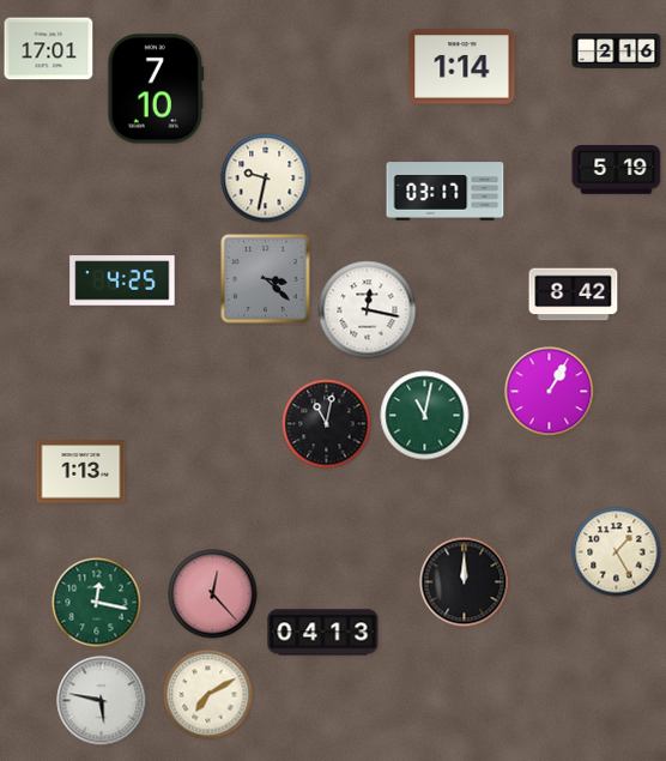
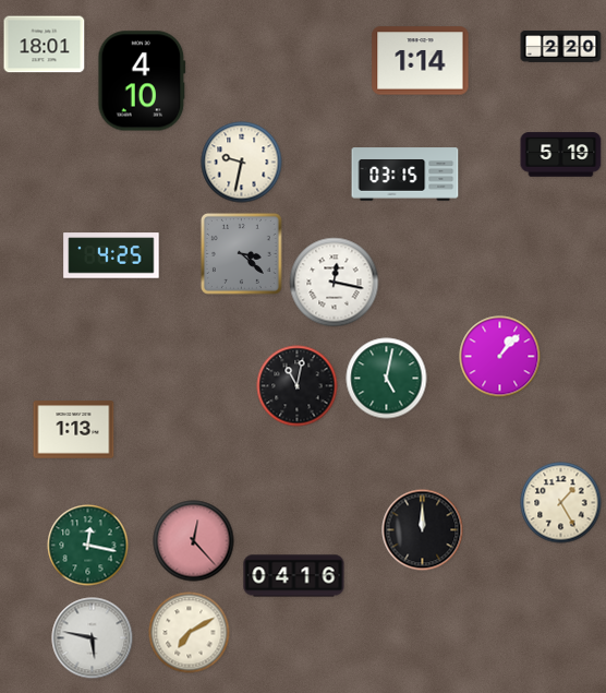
clock at (49, 49): 17:01 -> 18:01
clock at (617, 52): 2:16 -> 2:20
clock at (156, 89): 7:10 -> 4:10
clock at (446, 192): 03:17 -> 03:15
clock at (574, 295): 8:42 -> none
clock at (550, 392): 1:05 -> 1:07
clock at (425, 416): 11:02 -> 5:02
clock at (97, 603) position: (97, 603) -> (88, 546)
clock at (323, 633): 04:13 -> 04:16
